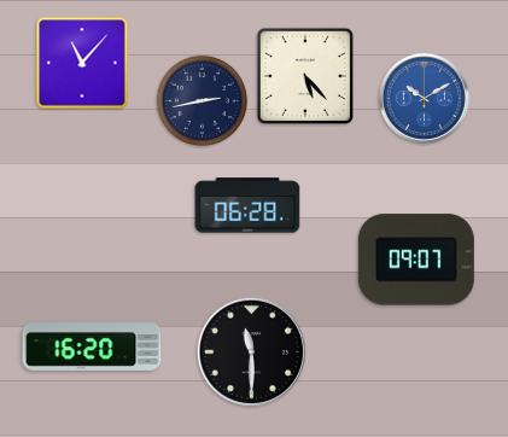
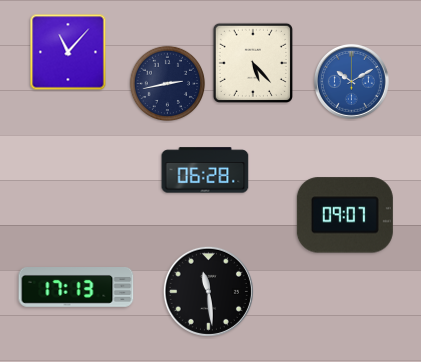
clock at (92, 348): 16:20 -> 17:13
clock at (251, 351): 11:30 -> 11:29
